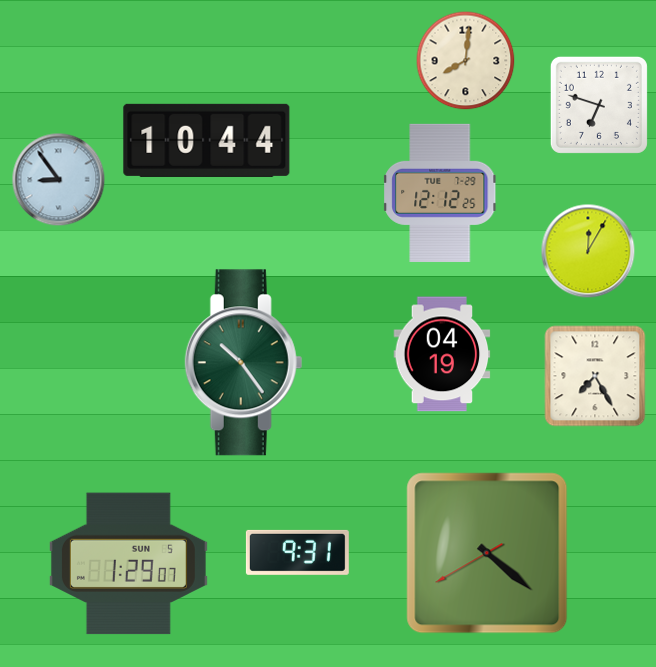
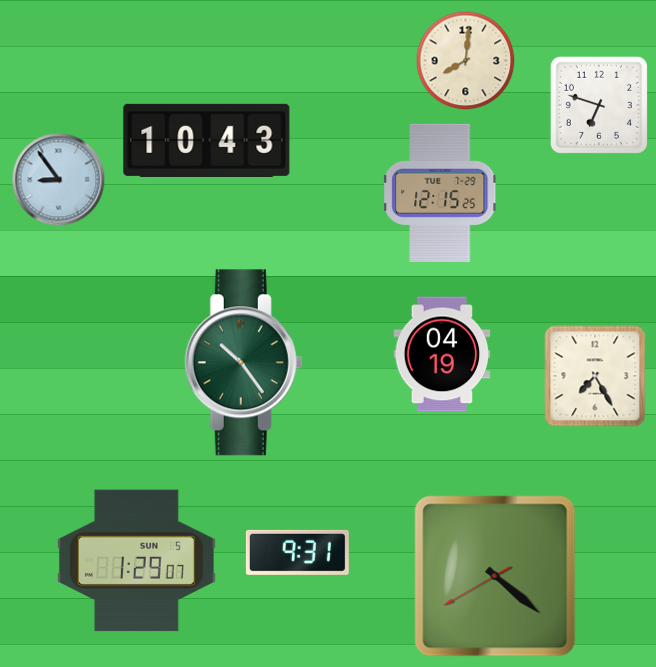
clock at (207, 140): 10:44 -> 10:43
clock at (440, 193): 12:12 -> 12:15
clock at (588, 251): 12:05 -> none
clock at (487, 553) position: (487, 553) -> (495, 576)
clock at (128, 564) position: (128, 564) -> (136, 561)
